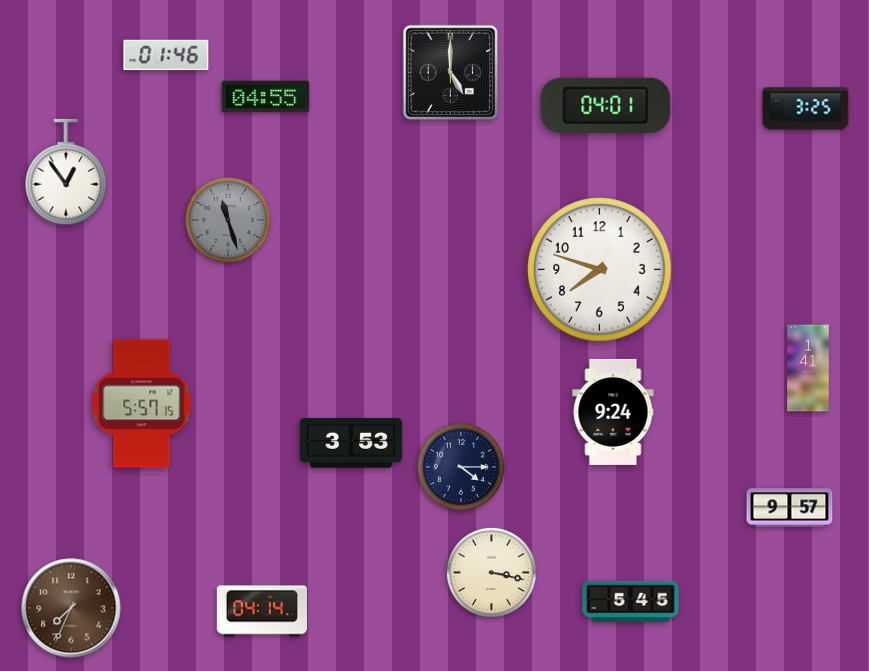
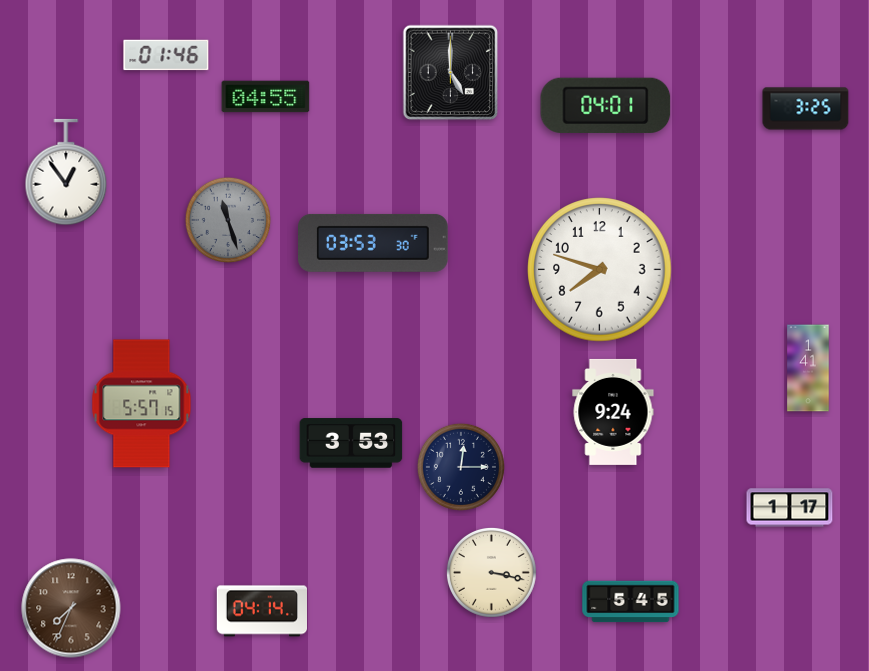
clock at (374, 243): none -> 03:53
clock at (461, 467): 4:15 -> 12:15
clock at (790, 508): 9:57 -> 1:17
